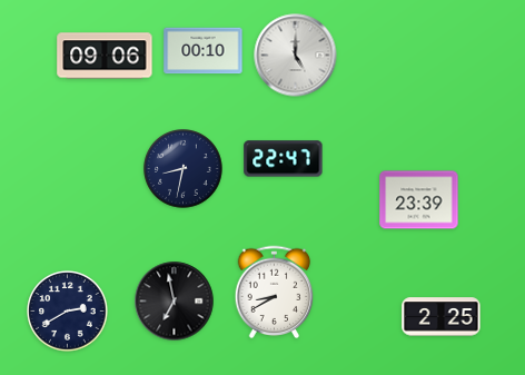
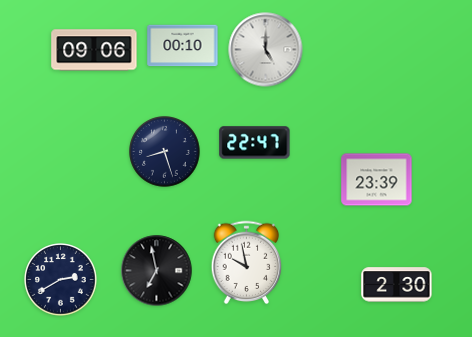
clock at (184, 169): 8:32 -> 8:27
clock at (275, 293): 8:40 -> 9:58
clock at (442, 317): 2:25 -> 2:30
